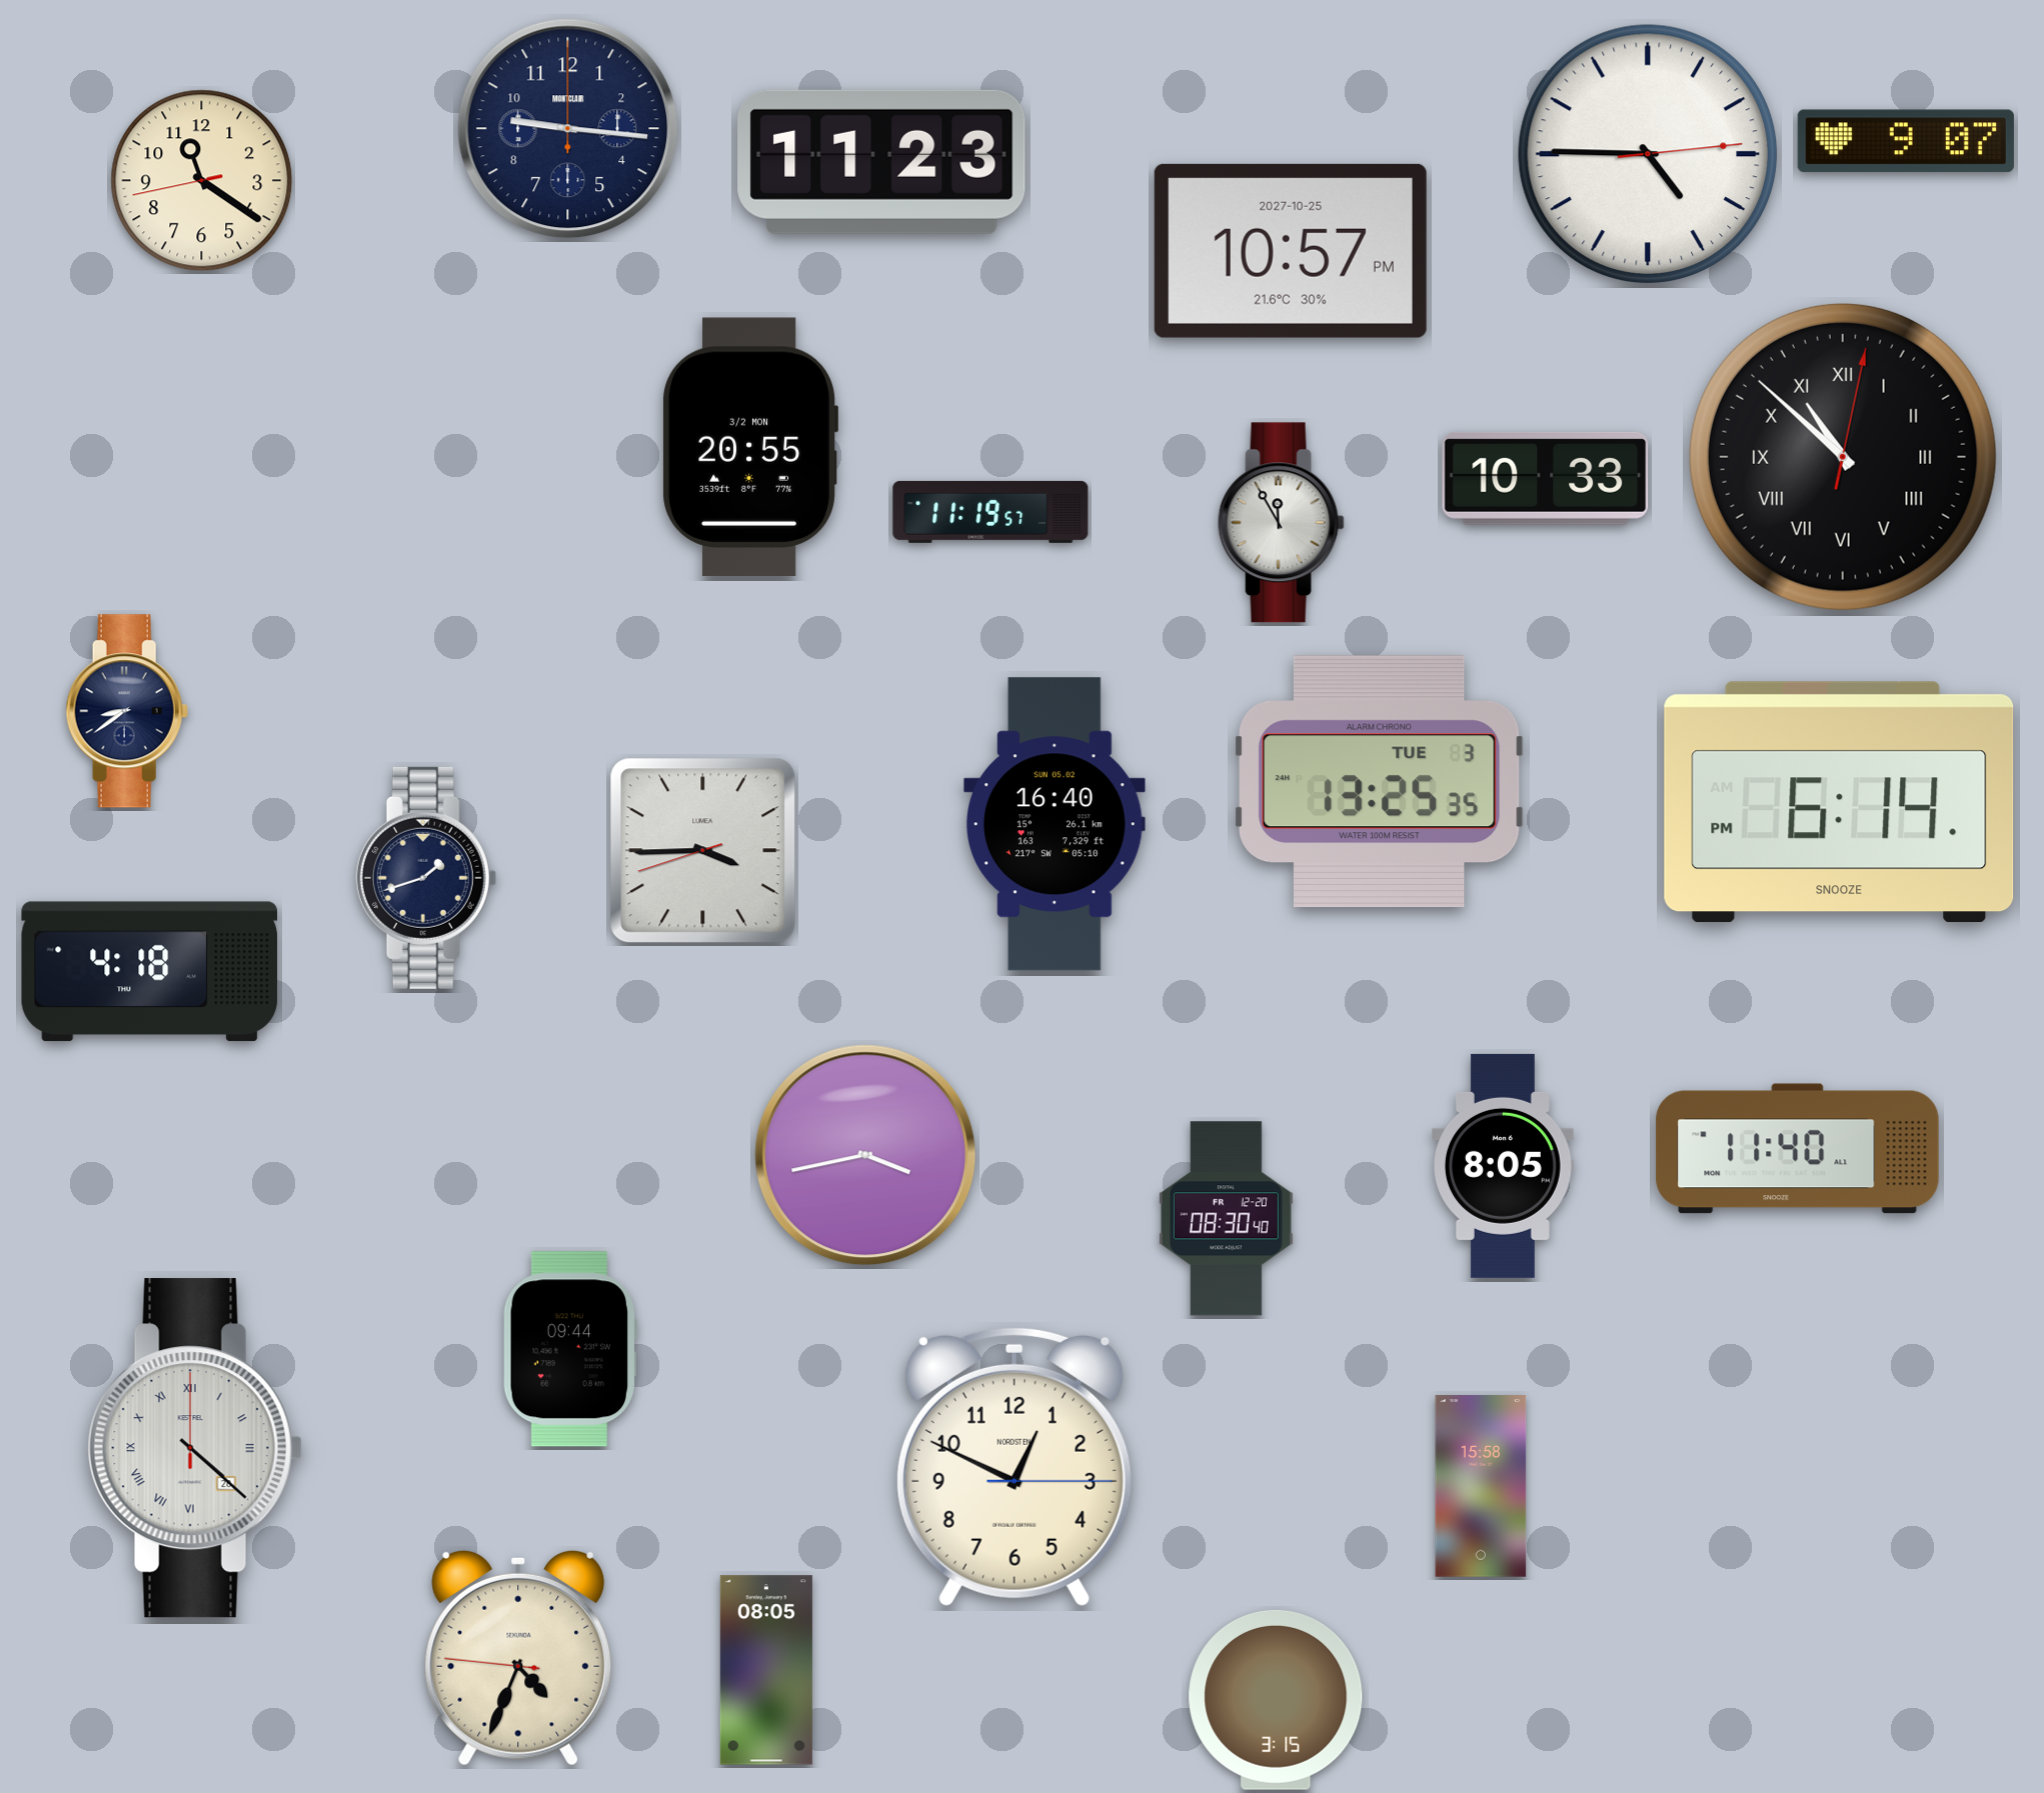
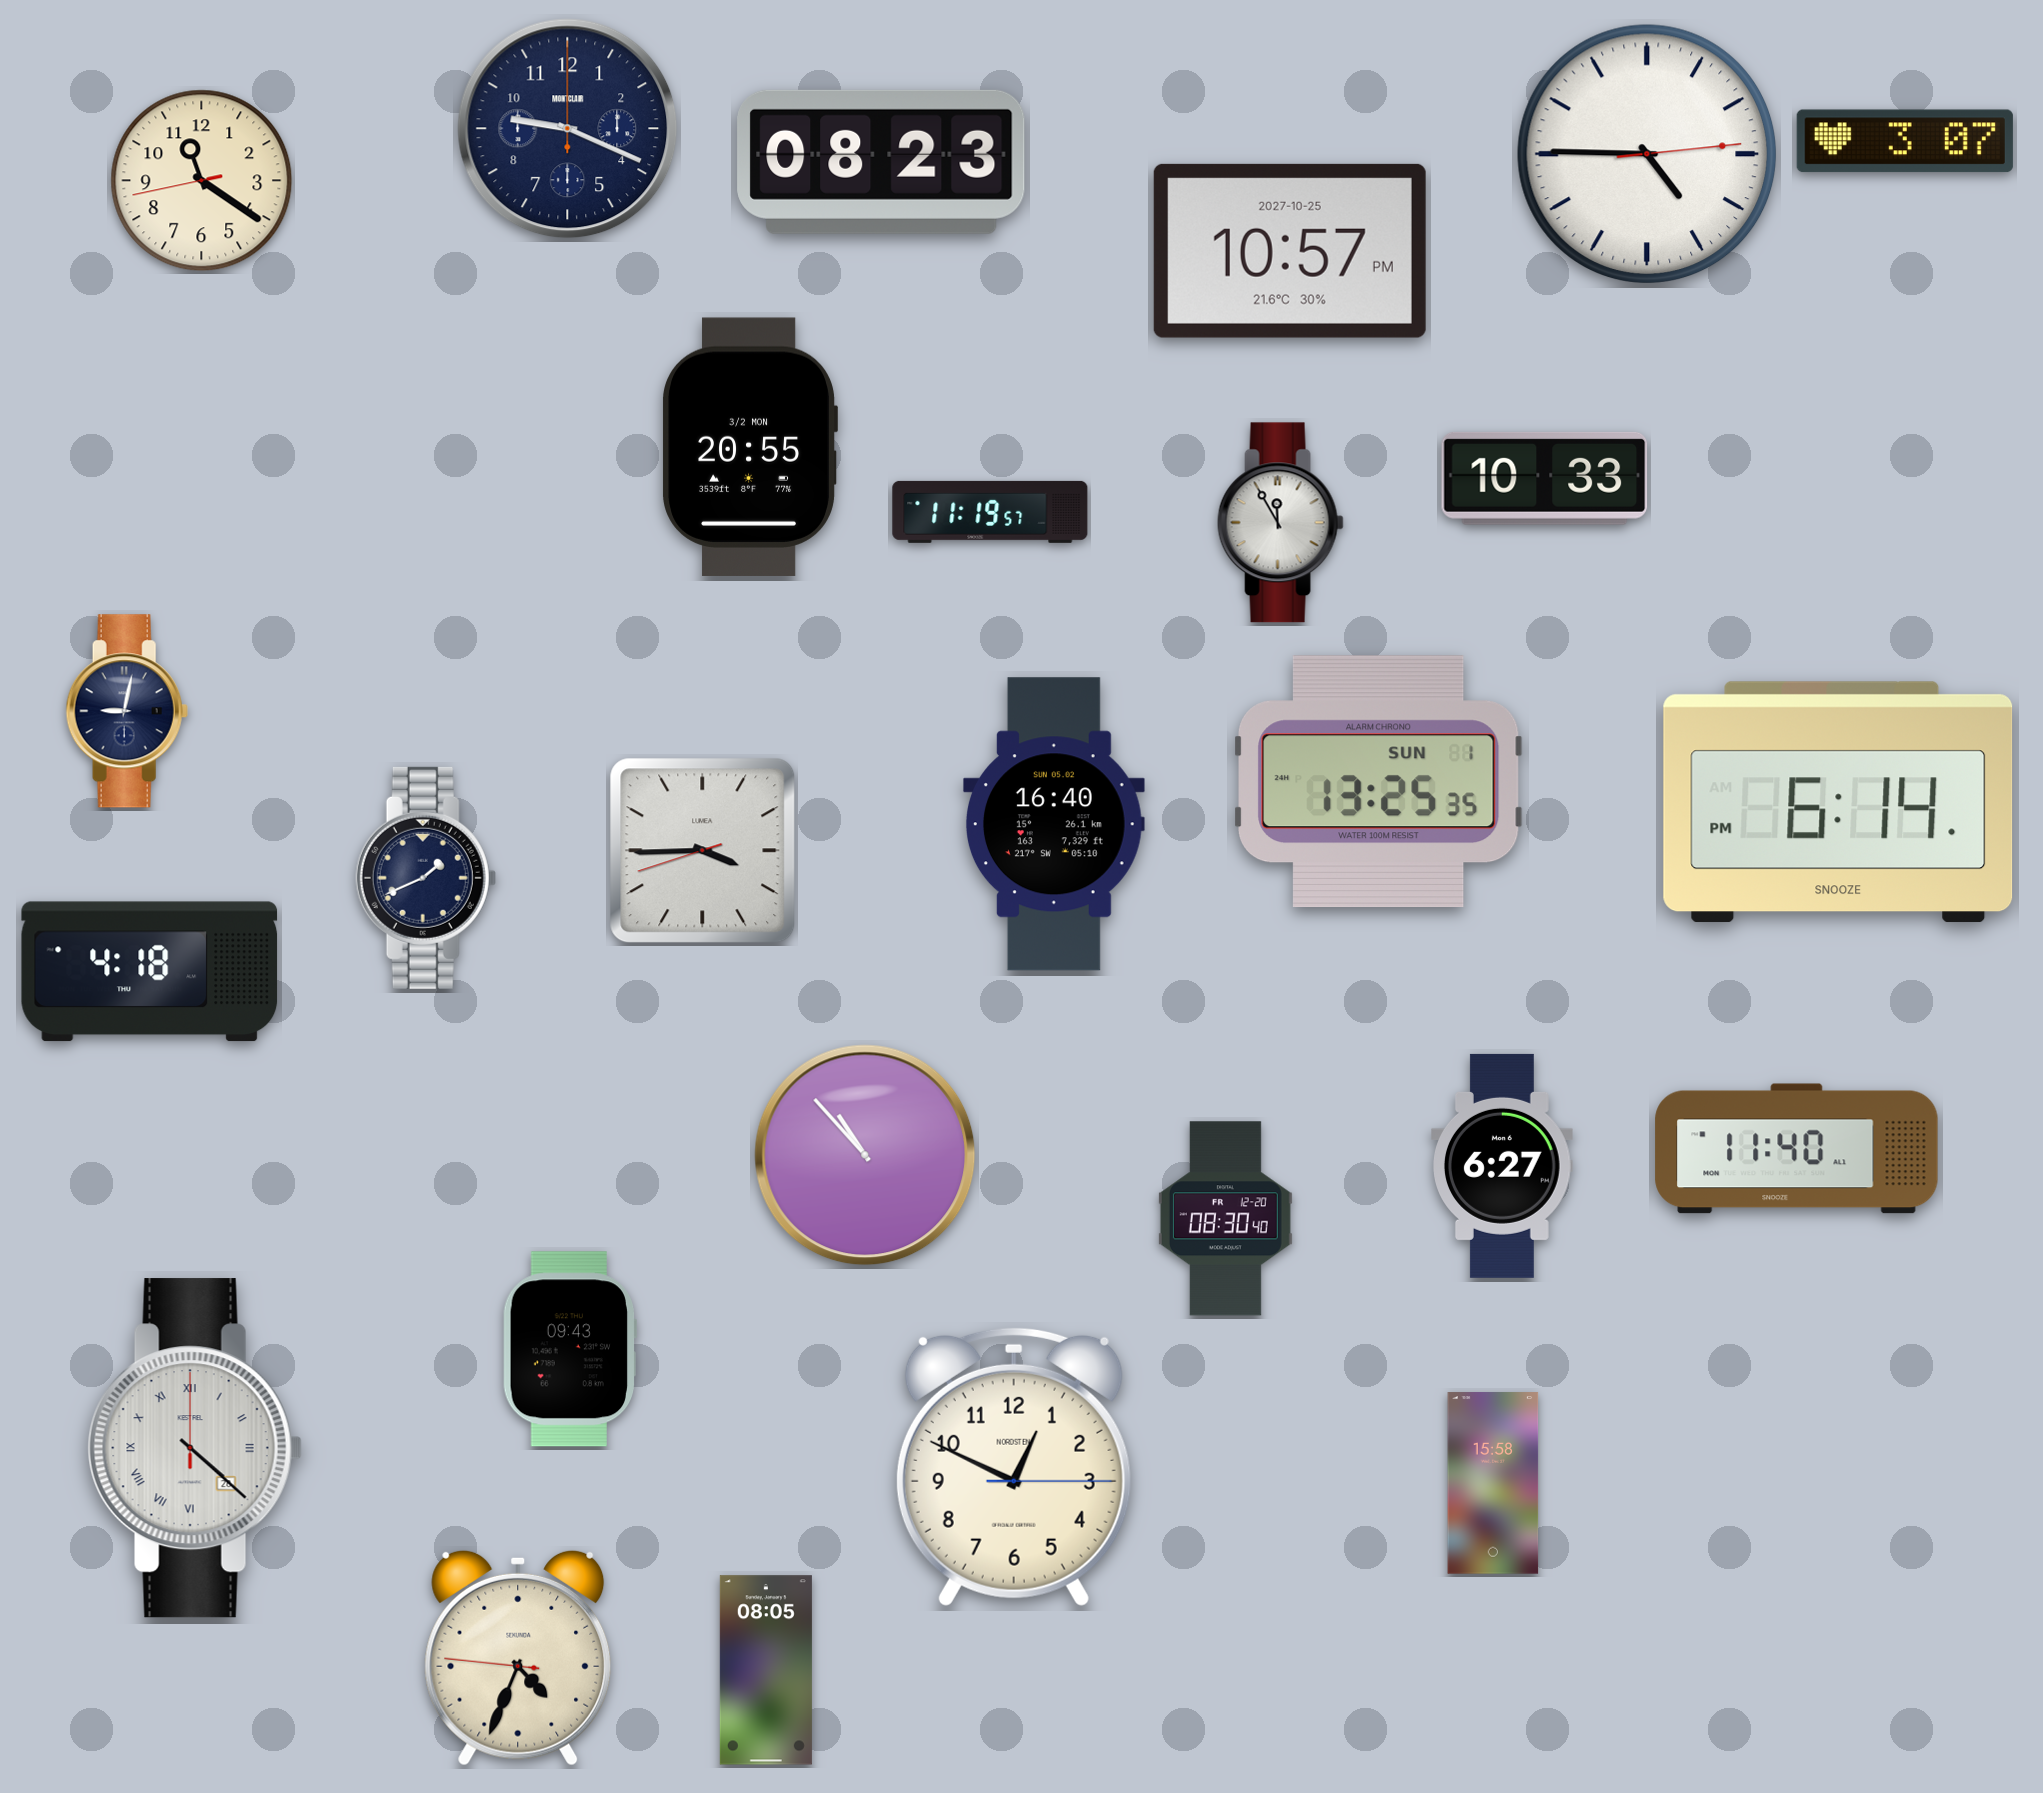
clock at (568, 129): 9:16 -> 9:19
clock at (1906, 141): 9:07 -> 3:07
clock at (881, 162): 11:23 -> 08:23
clock at (1843, 457): 10:52 -> none
clock at (127, 711): 8:39 -> 9:02
clock at (1380, 782) date: TUE 3 -> SUN 1
clock at (426, 878): 1:42 -> 1:41
clock at (865, 1155): 3:43 -> 10:53
clock at (1504, 1166): 8:05 -> 6:27
clock at (570, 1349): 09:44 -> 09:43
clock at (1481, 1486) position: (1481, 1486) -> (1493, 1483)
clock at (1276, 1700): 3:15 -> none
